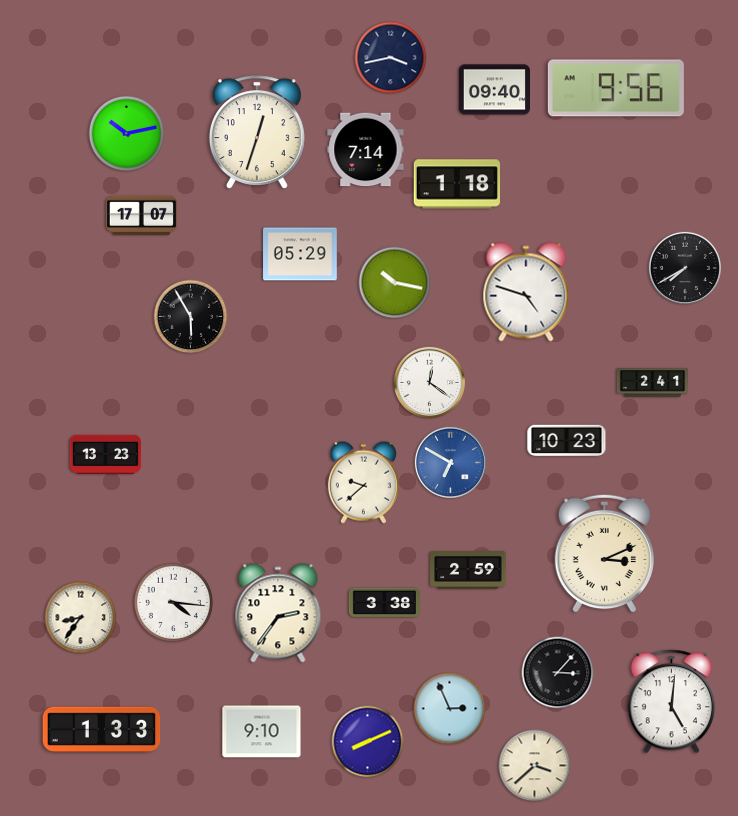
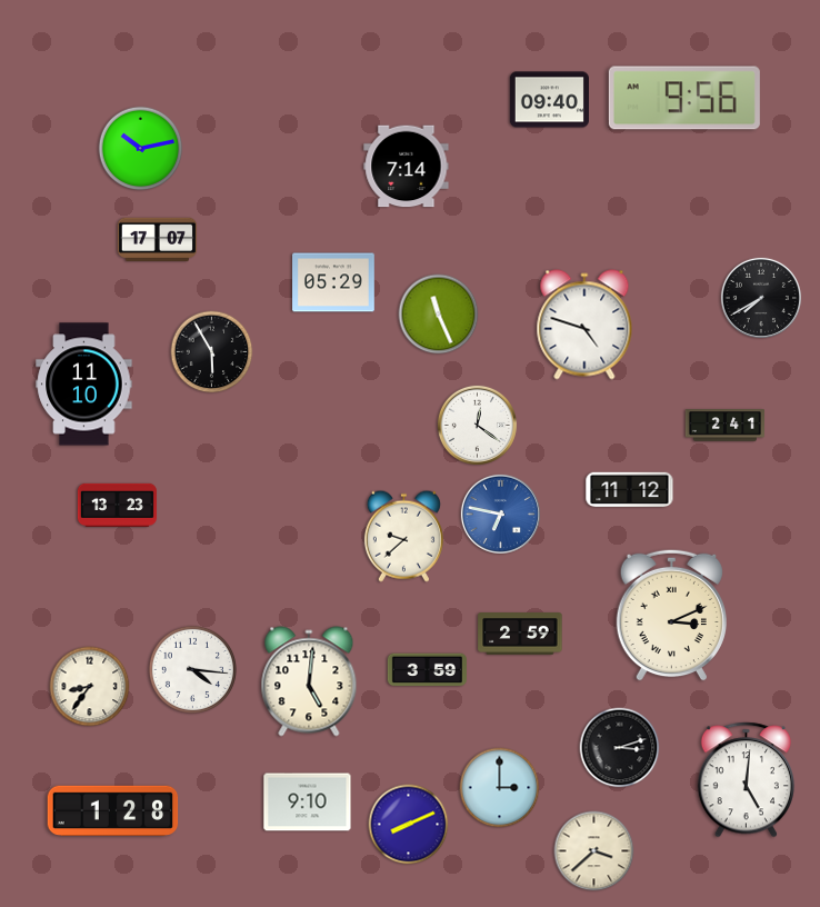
clock at (391, 58): 3:43 -> none
clock at (257, 132): 12:33 -> none
clock at (456, 184): 1:18 -> none
clock at (395, 283): 10:17 -> 11:26
clock at (84, 385): none -> 11:10
clock at (567, 441): 10:23 -> 11:12
clock at (450, 462): 6:50 -> 6:47
clock at (384, 603): 3:38 -> 3:59
clock at (278, 613): 2:36 -> 5:01
clock at (558, 673): 3:07 -> 3:12
clock at (450, 709): 2:56 -> 3:00
clock at (102, 729): 1:33 -> 1:28
clock at (262, 732) position: (262, 732) -> (308, 803)
